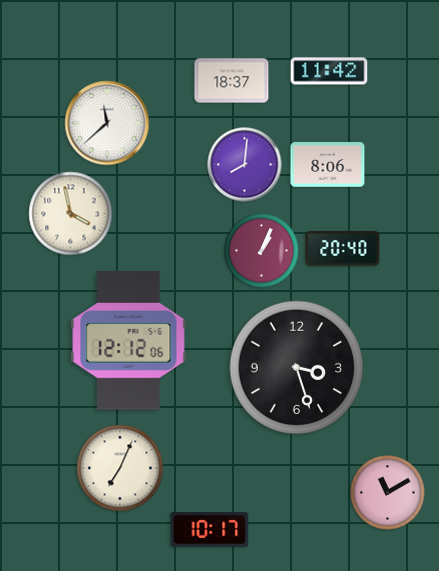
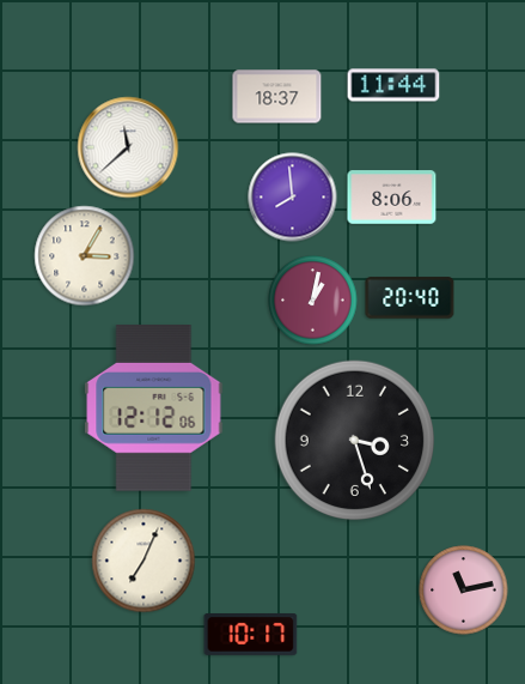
clock at (329, 71): 11:42 -> 11:44
clock at (245, 165): 8:01 -> 7:59
clock at (71, 214): 3:58 -> 3:05
clock at (262, 251): 1:04 -> 1:02
clock at (388, 493): 11:10 -> 11:13
